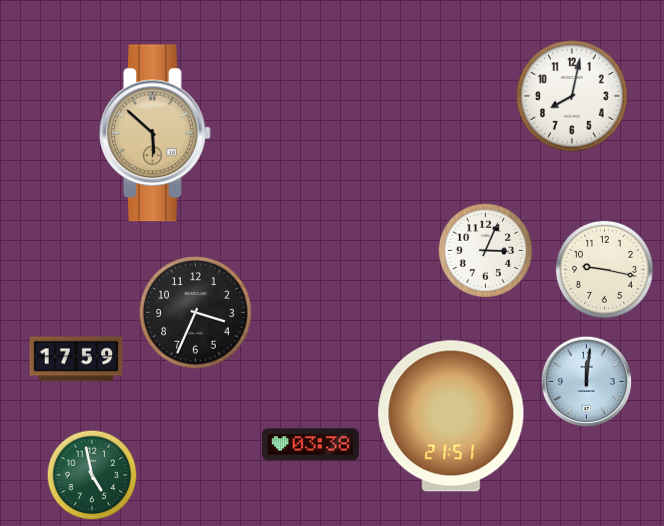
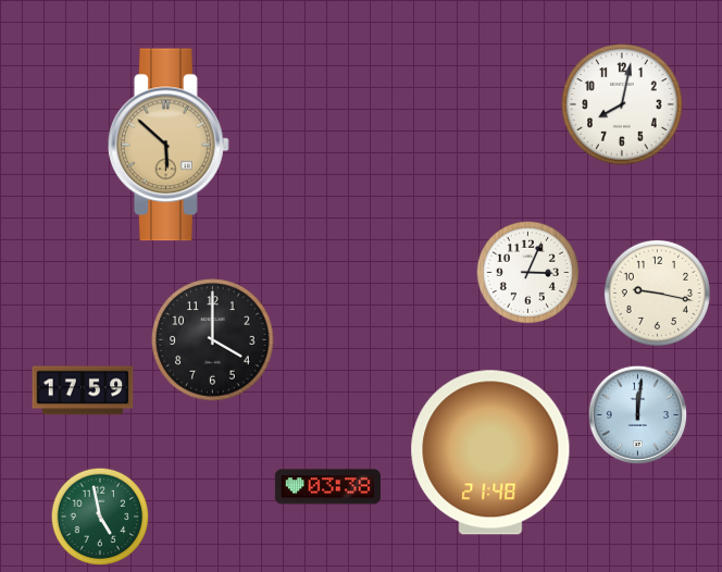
clock at (196, 313): 3:34 -> 4:00
clock at (451, 416): 21:51 -> 21:48
clock at (310, 445) position: (310, 445) -> (327, 487)
